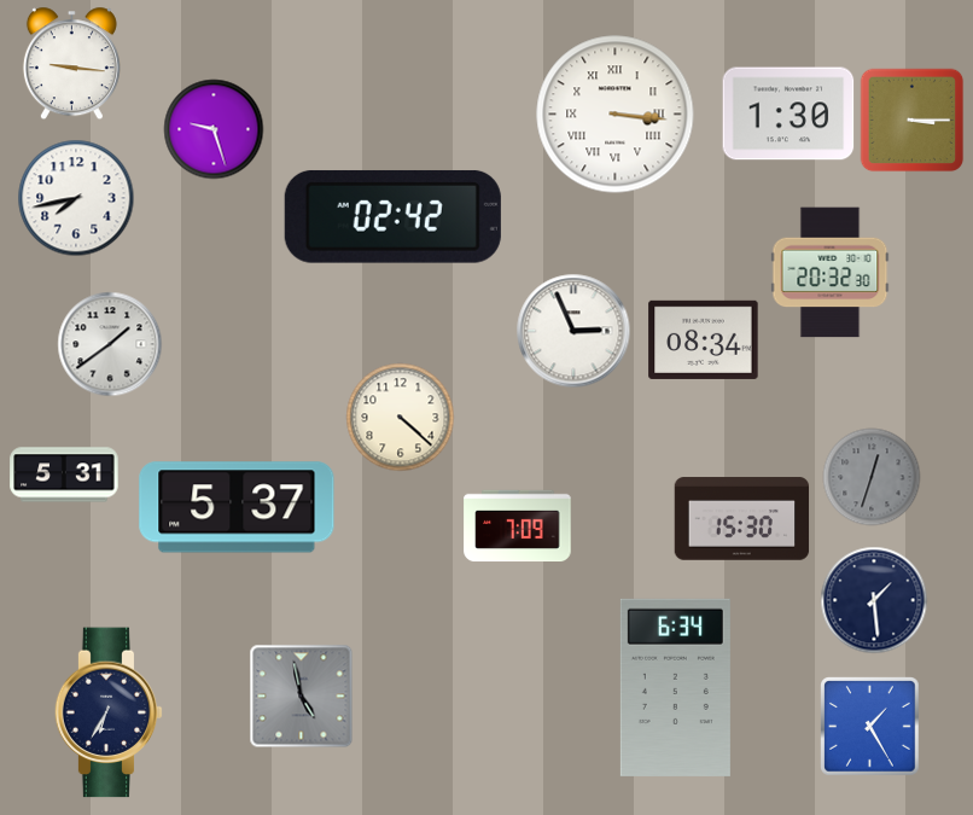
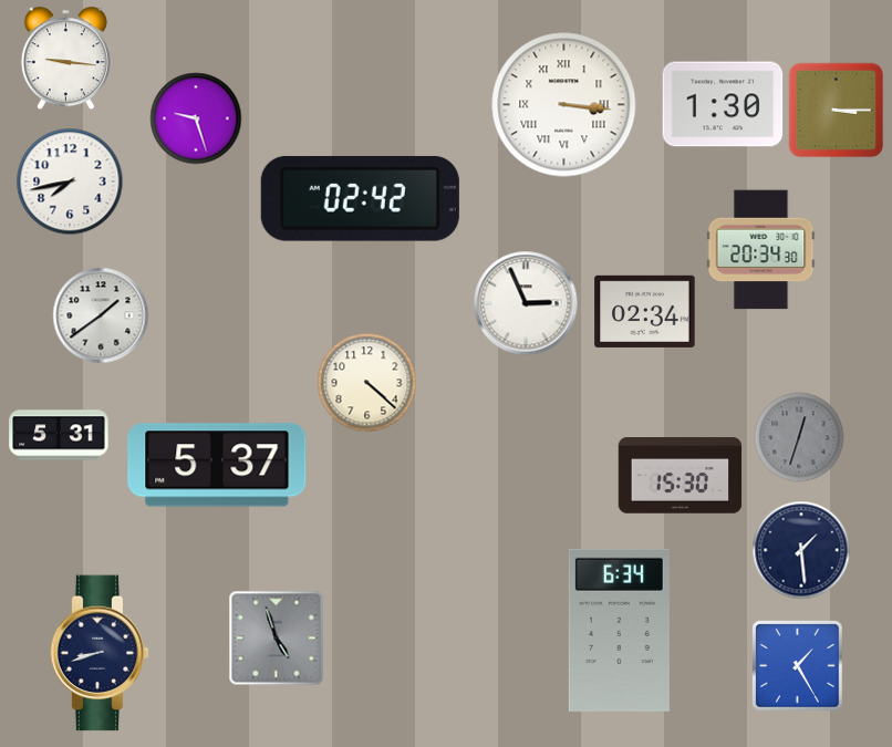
clock at (831, 273): 20:32 -> 20:34
clock at (704, 339): 08:34 -> 02:34
clock at (518, 526): 7:09 -> none
clock at (302, 697): 4:58 -> 4:57
clock at (109, 712): 6:35 -> 8:42
